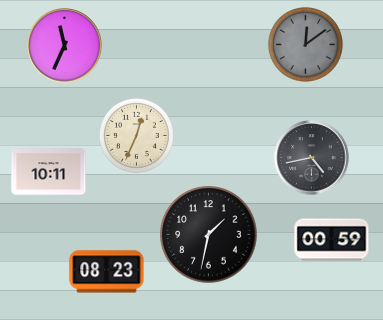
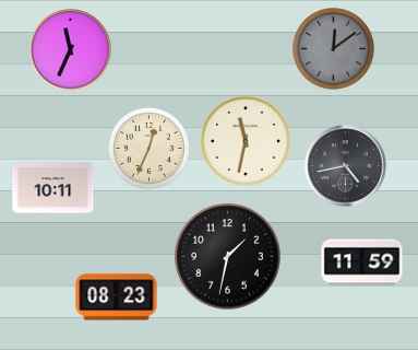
clock at (247, 142): none -> 11:32
clock at (312, 158) position: (312, 158) -> (346, 166)
clock at (332, 240): 00:59 -> 11:59
